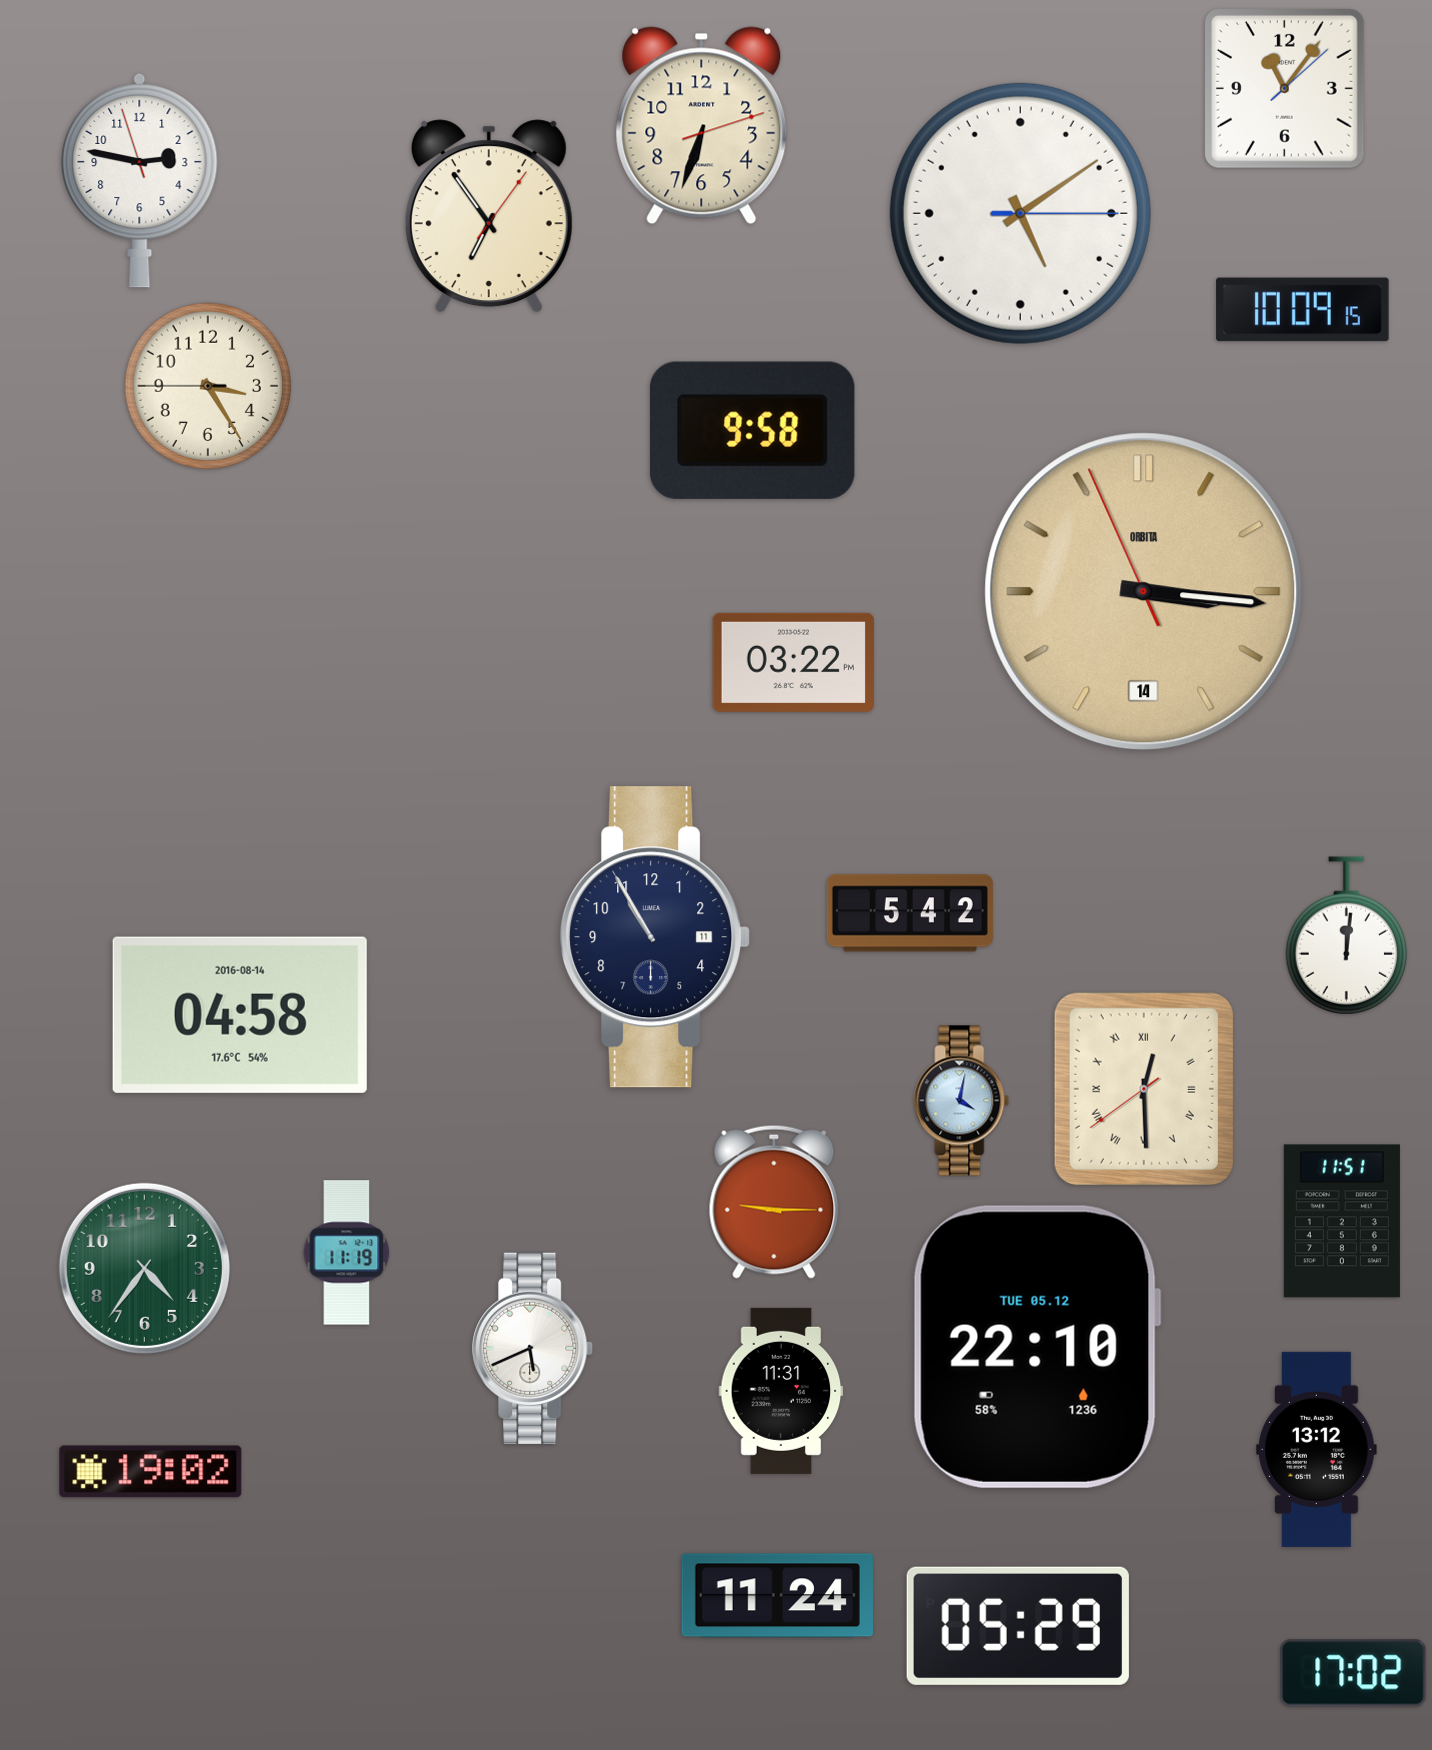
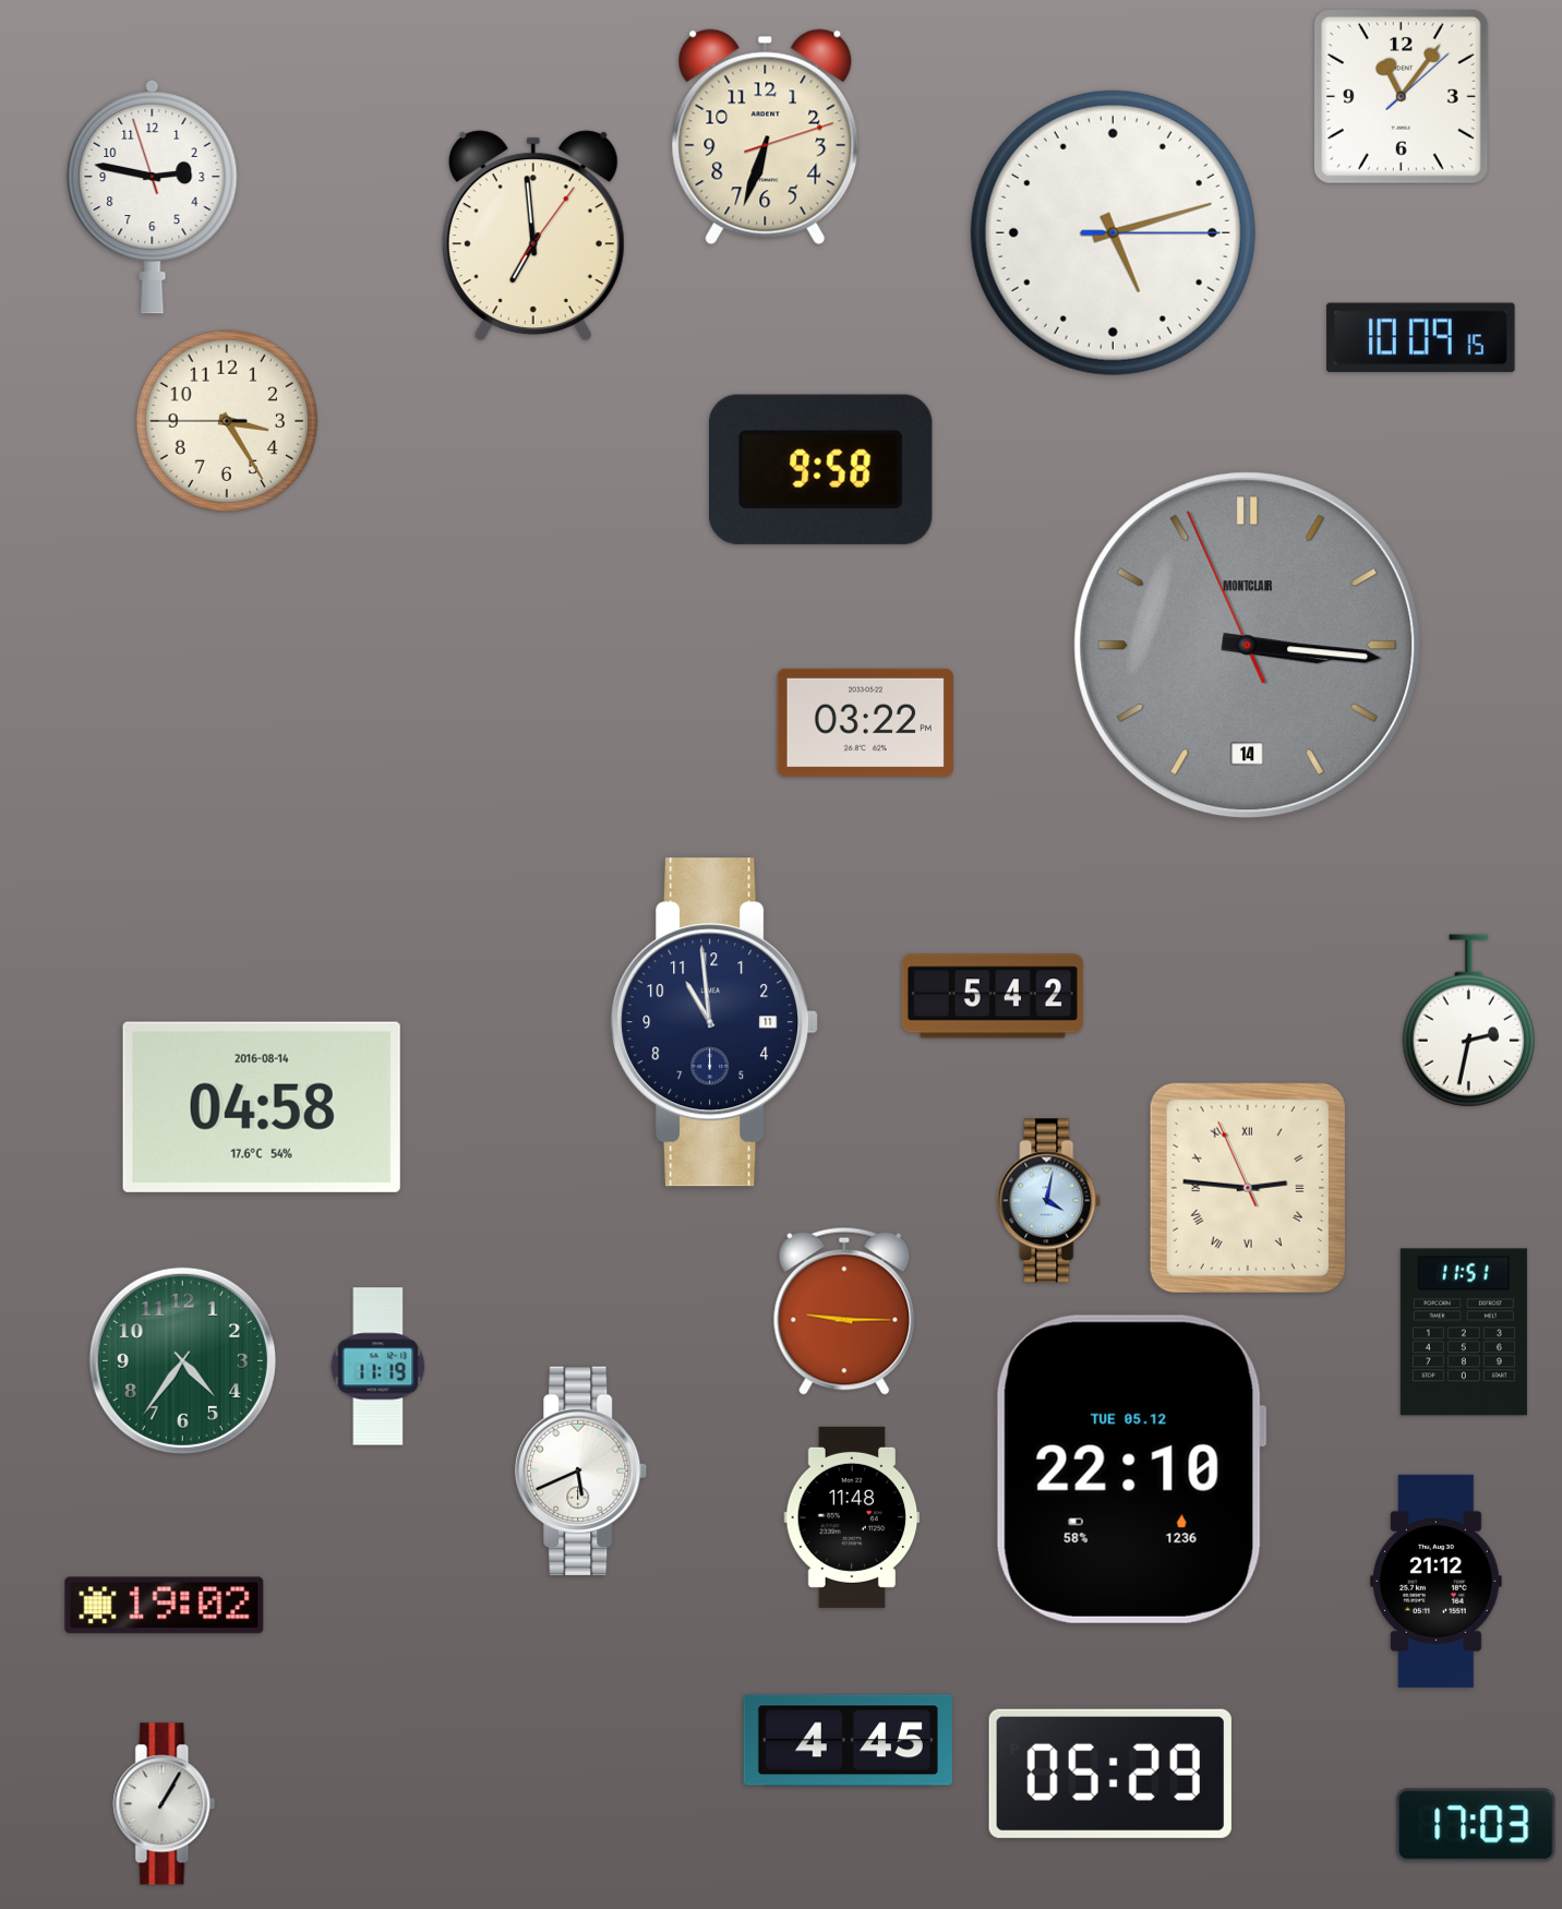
clock at (1020, 213): 5:09 -> 5:12
clock at (489, 216): 6:54 -> 6:59
clock at (1144, 592) dial: champagne -> grey
clock at (1144, 592) brand: ORBITA -> MONTCLAIR
clock at (1346, 936): 12:01 -> 2:32
clock at (655, 937): 10:55 -> 10:59
clock at (1144, 1089): 12:29 -> 2:45
clock at (144, 1268) position: (144, 1268) -> (182, 1360)
clock at (781, 1391): 11:31 -> 11:48
clock at (1317, 1449): 13:12 -> 21:12
clock at (777, 1596): 11:24 -> 4:45
clock at (165, 1804): none -> 1:05
clock at (1353, 1673): 17:02 -> 17:03
